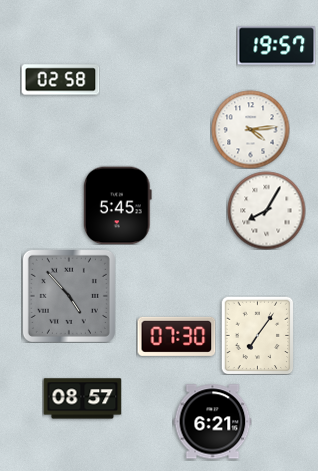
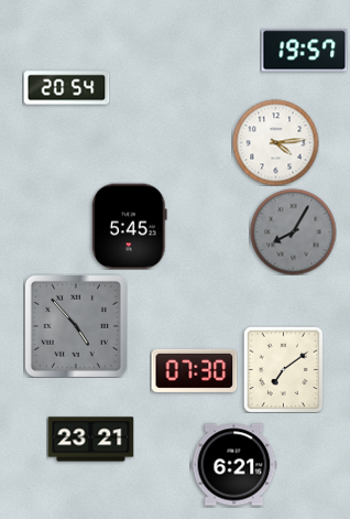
clock at (60, 80): 02:58 -> 20:54
clock at (266, 210) dial: white -> grey
clock at (258, 335): 7:06 -> 7:09
clock at (82, 399): 08:57 -> 23:21
